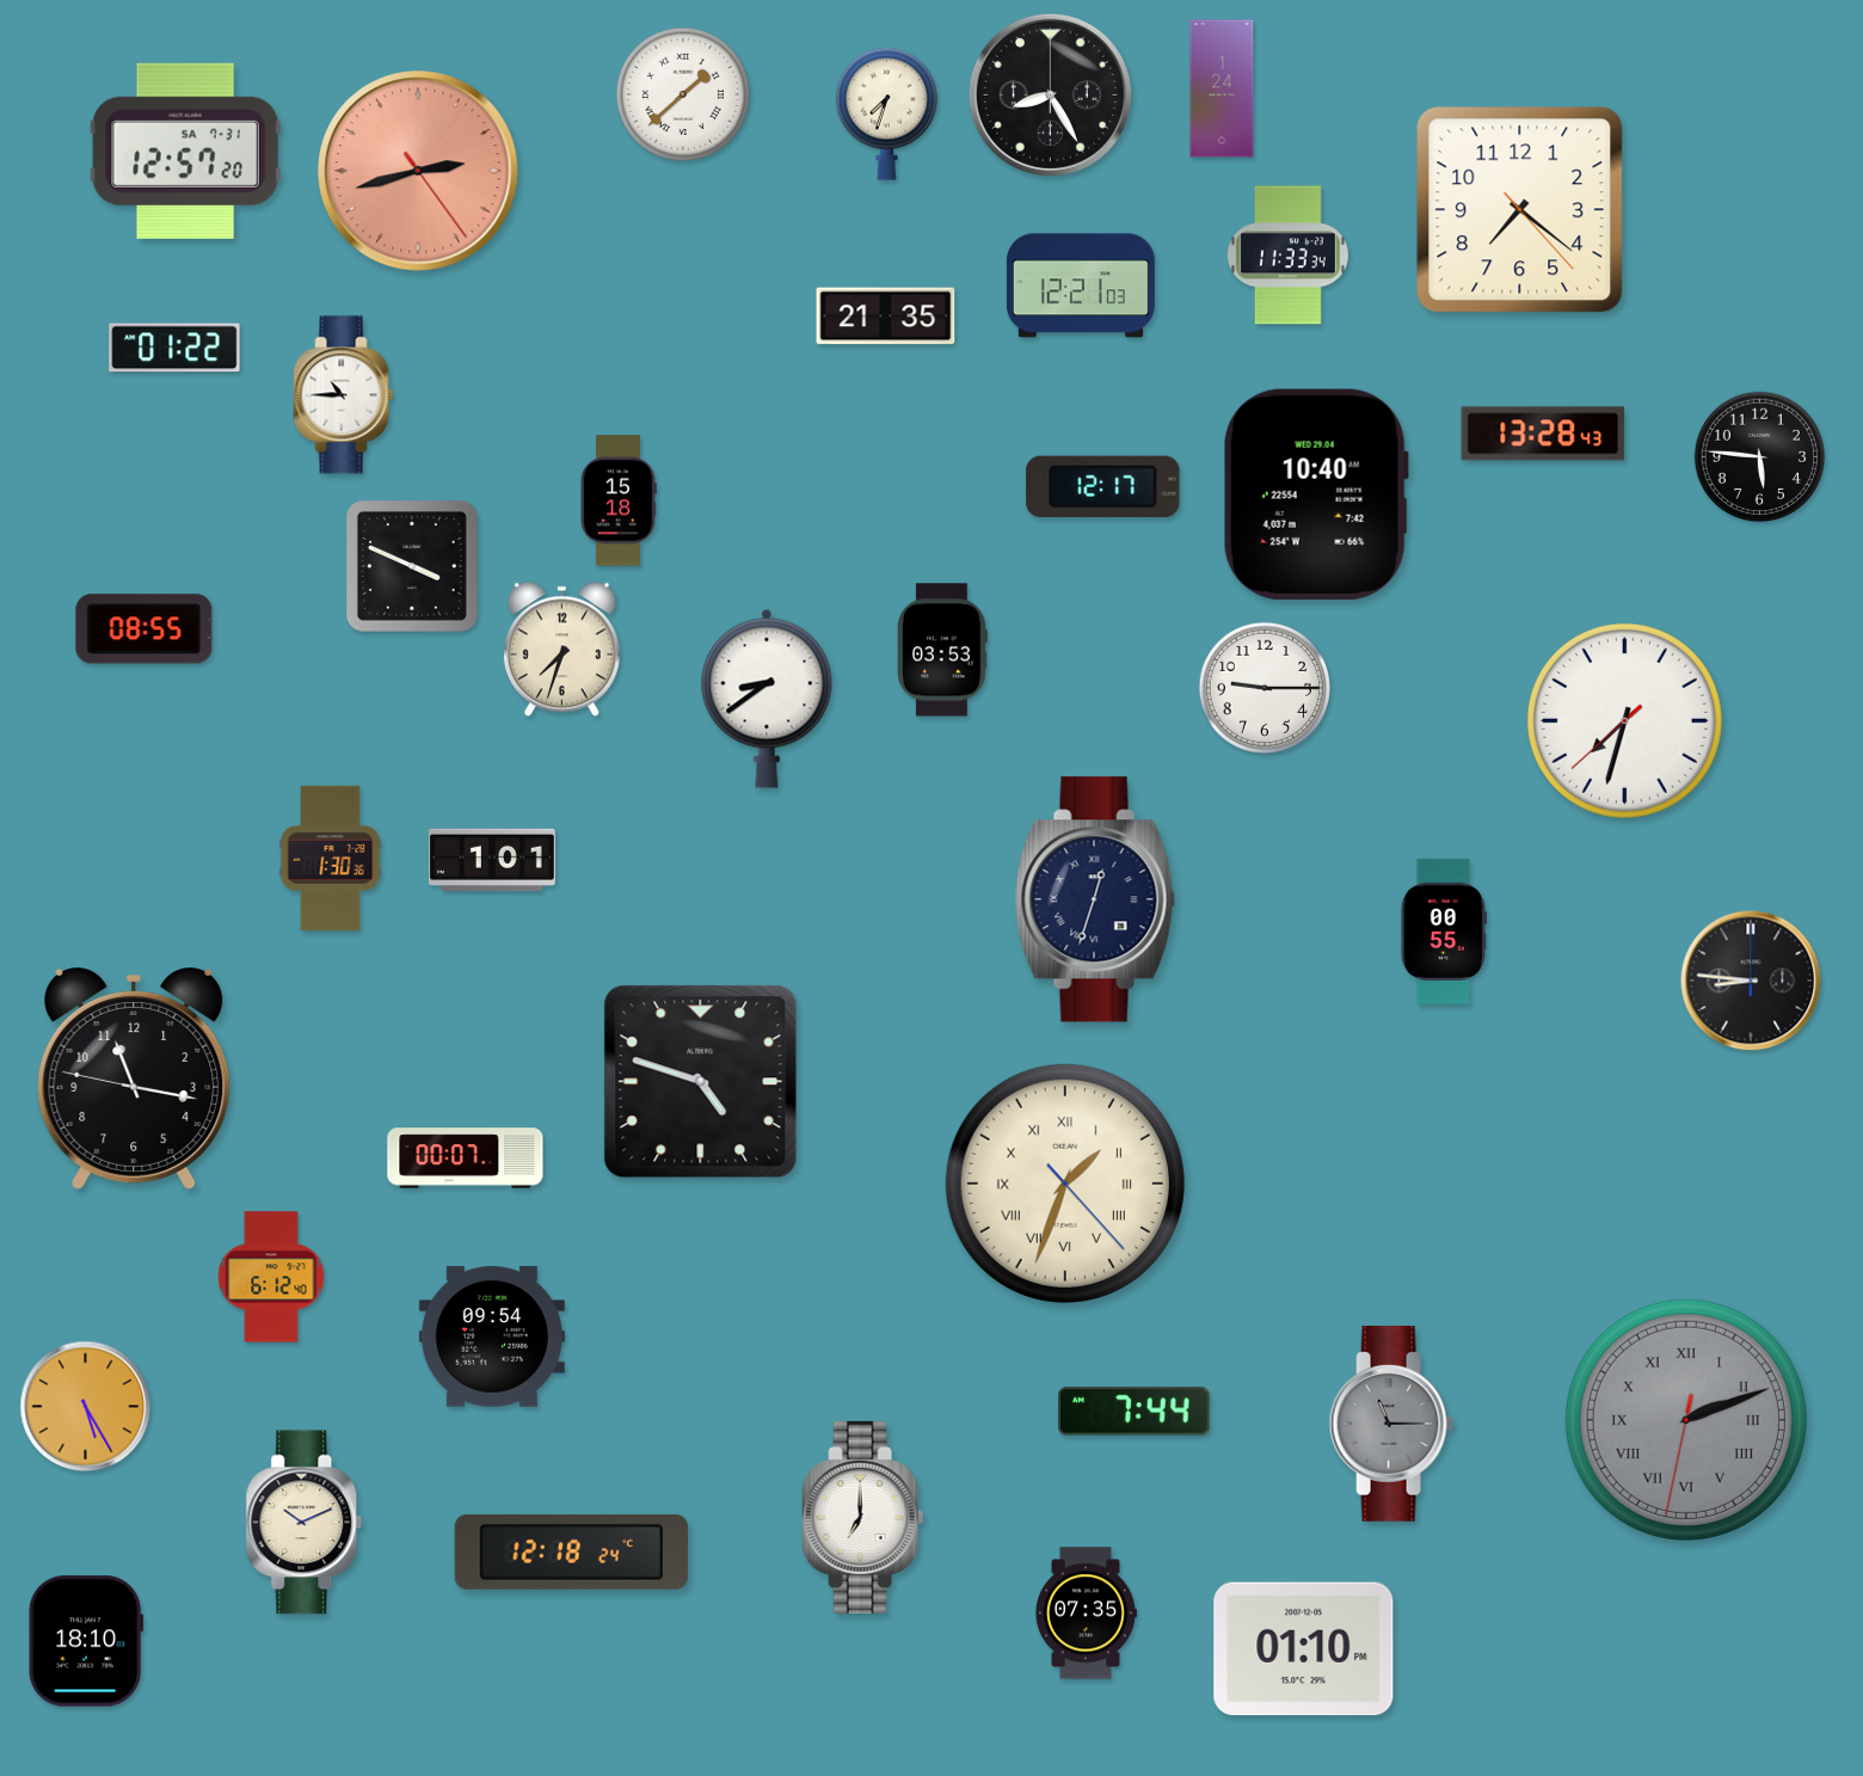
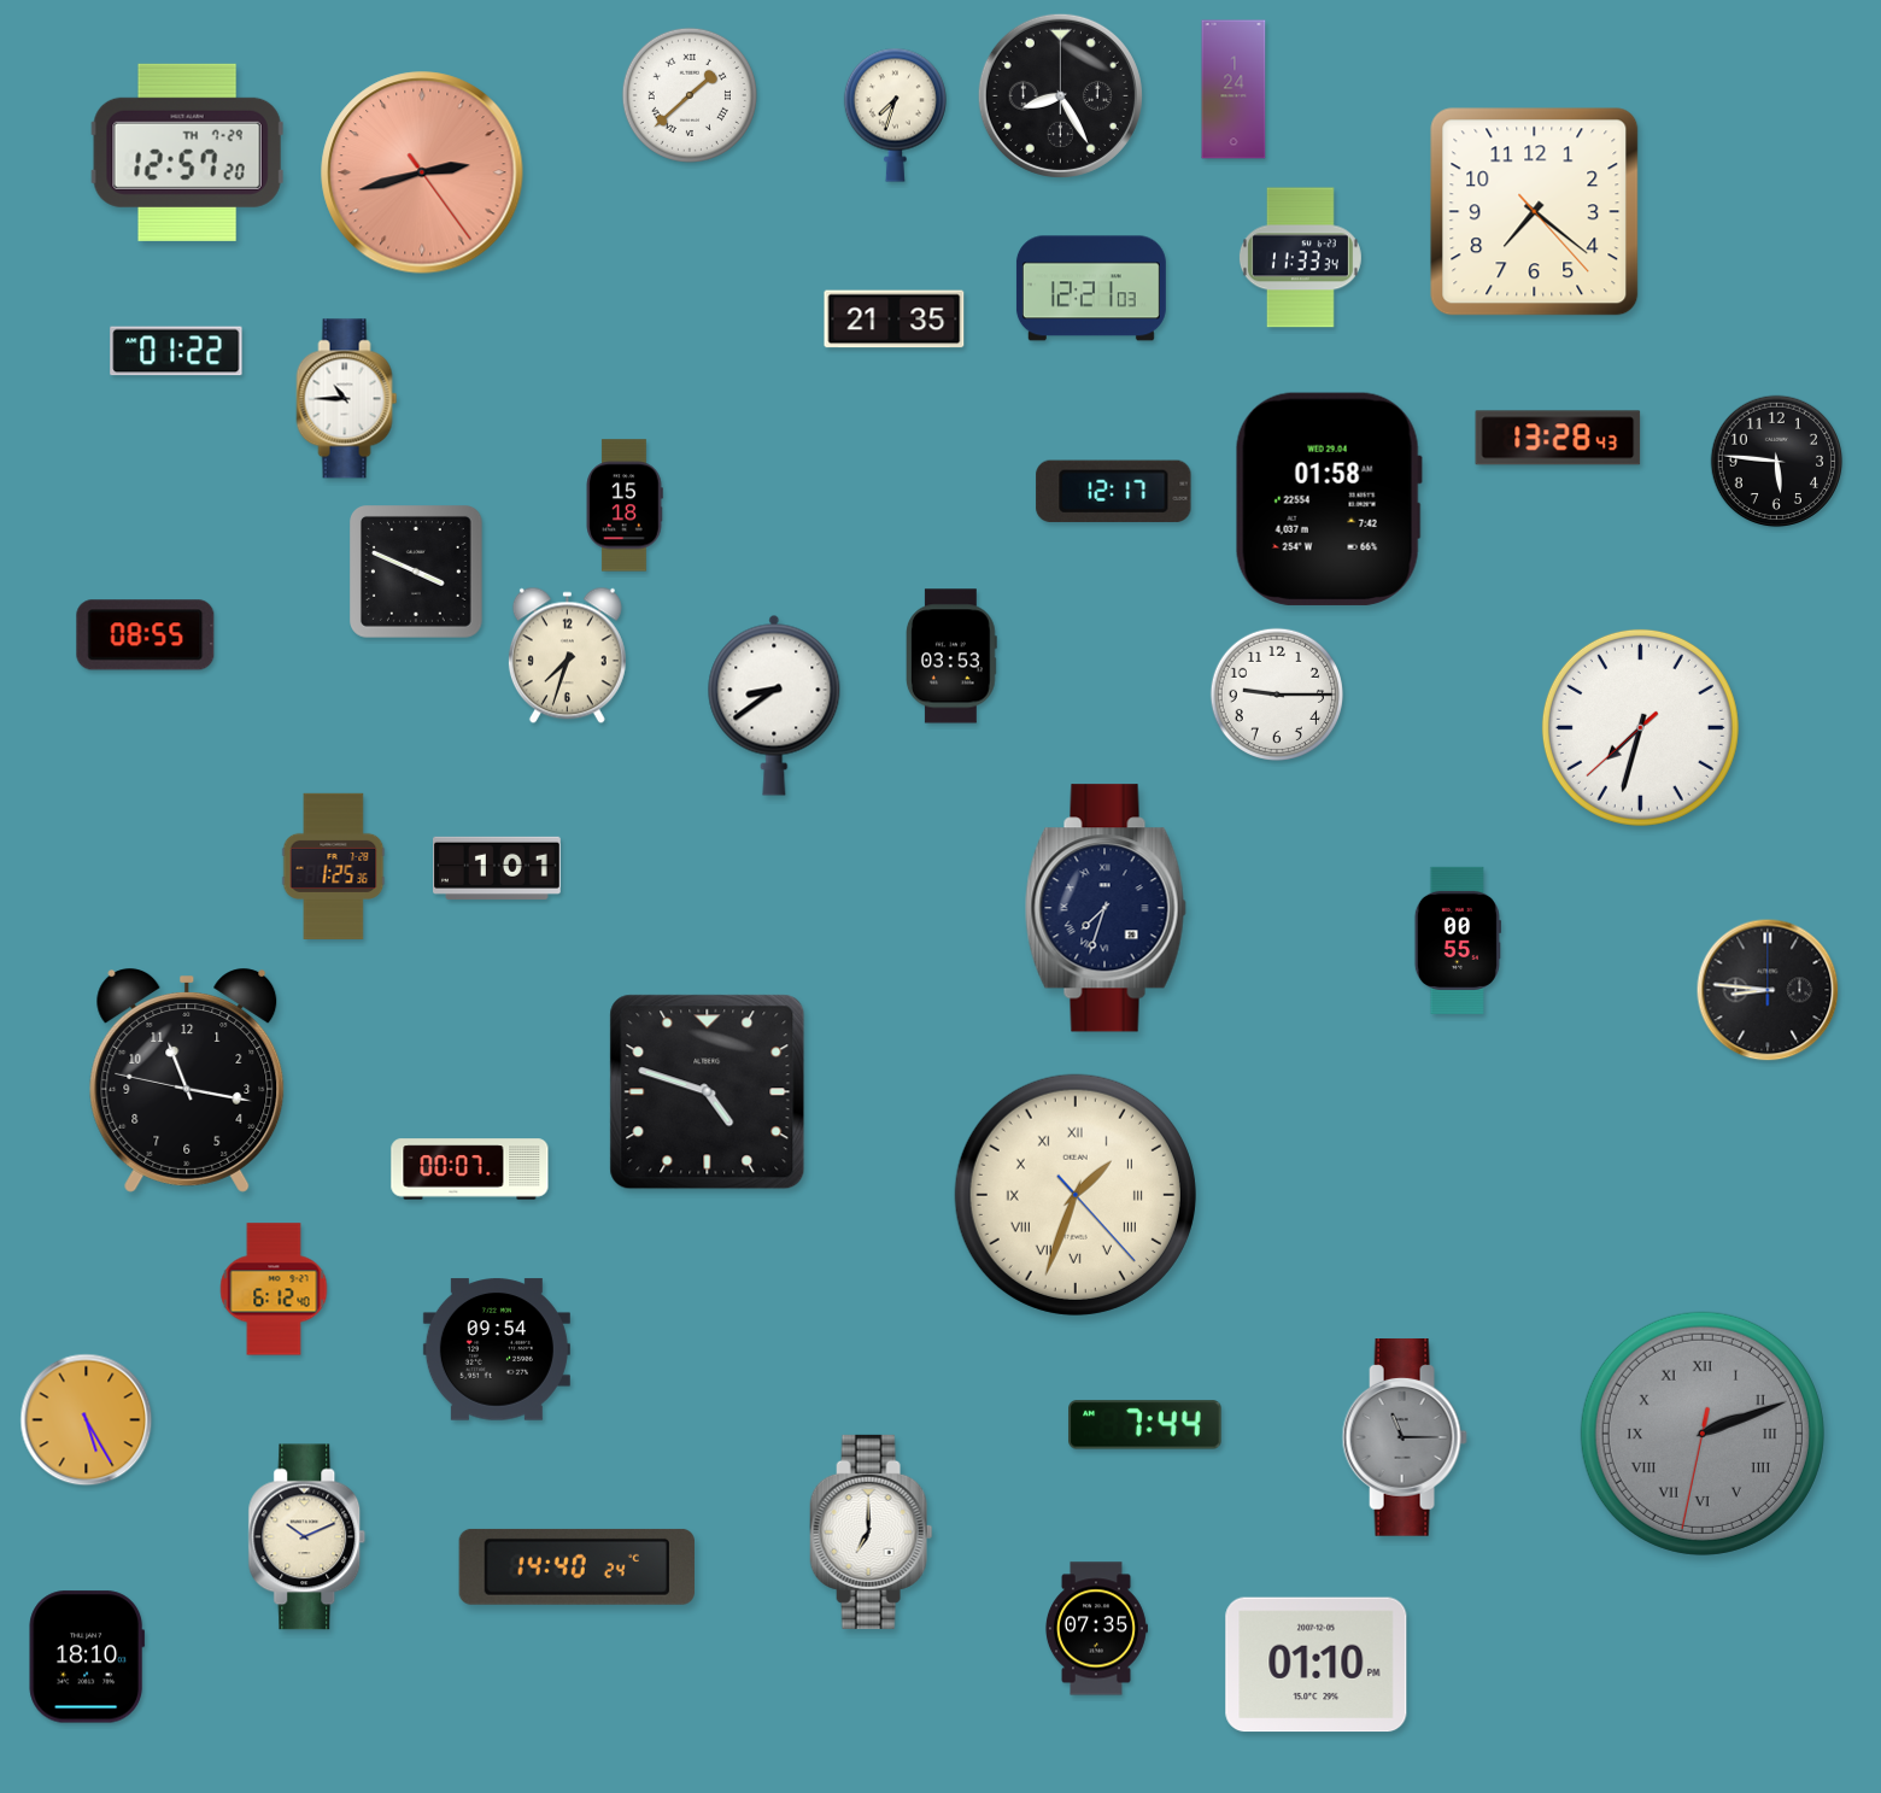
clock at (185, 150) date: SA 7-31 -> TH 7-29
clock at (1316, 494): 10:40 -> 01:58
clock at (331, 858): 1:30 -> 1:25
clock at (1095, 899): 12:33 -> 7:33
clock at (134, 1080) position: (134, 1080) -> (187, 1082)
clock at (571, 1551): 12:18 -> 14:40
